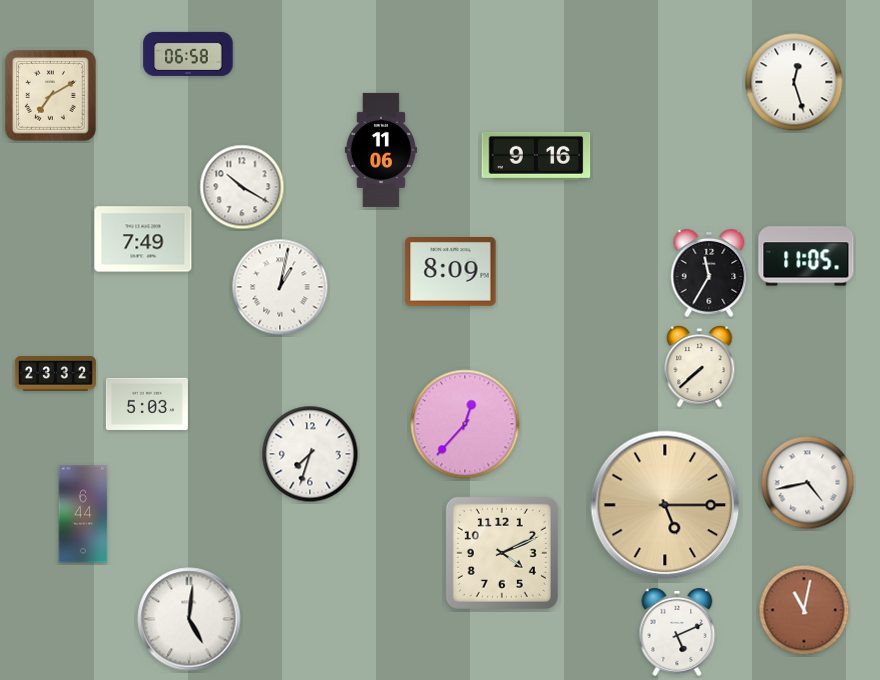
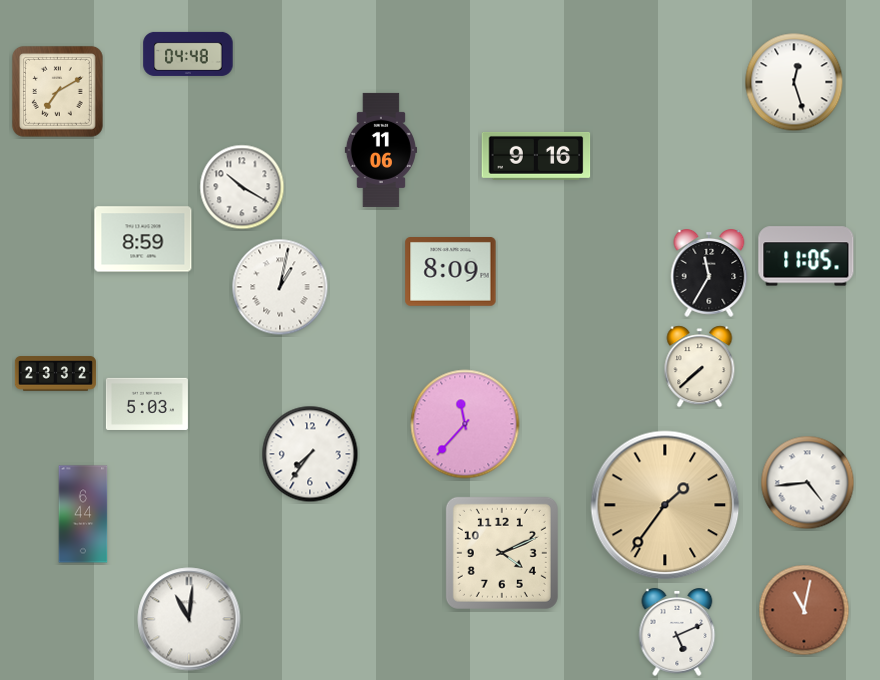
clock at (188, 54): 06:58 -> 04:48
clock at (50, 95) position: (50, 95) -> (57, 91)
clock at (143, 239): 7:49 -> 8:59
clock at (465, 424): 12:37 -> 11:37
clock at (310, 454): 7:33 -> 7:36
clock at (808, 483): 4:43 -> 4:44
clock at (665, 505): 5:15 -> 1:36
clock at (189, 619): 5:01 -> 11:01
